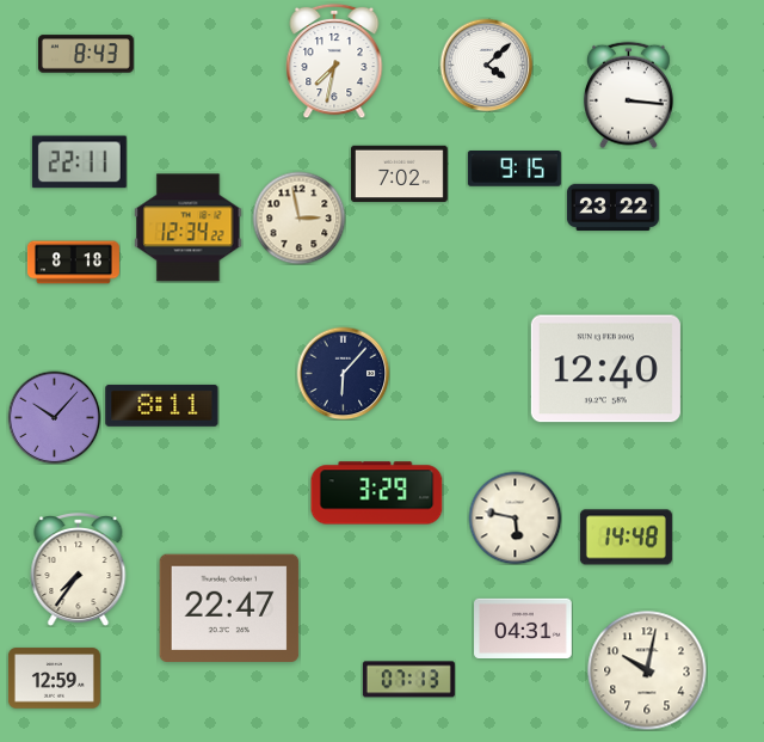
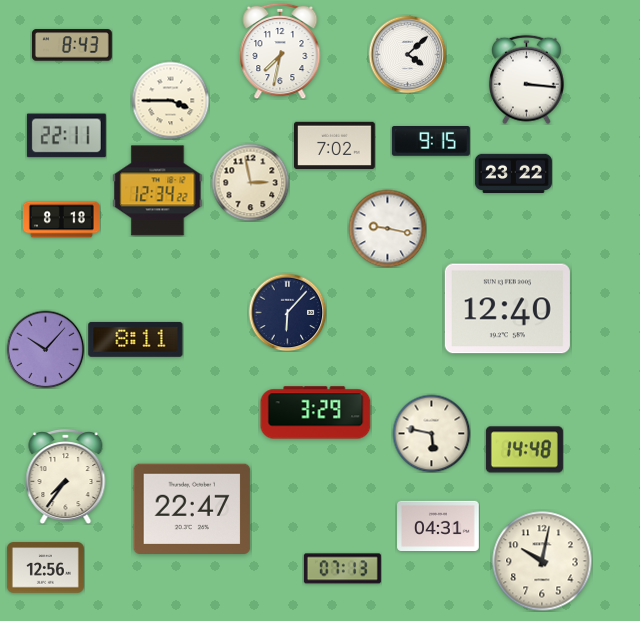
clock at (170, 100): none -> 3:45
clock at (387, 228): none -> 9:17
clock at (54, 679): 12:59 -> 12:56
